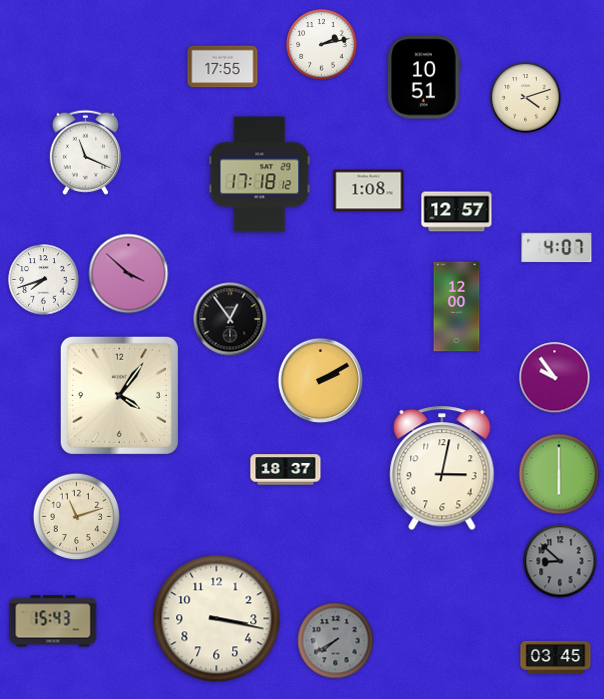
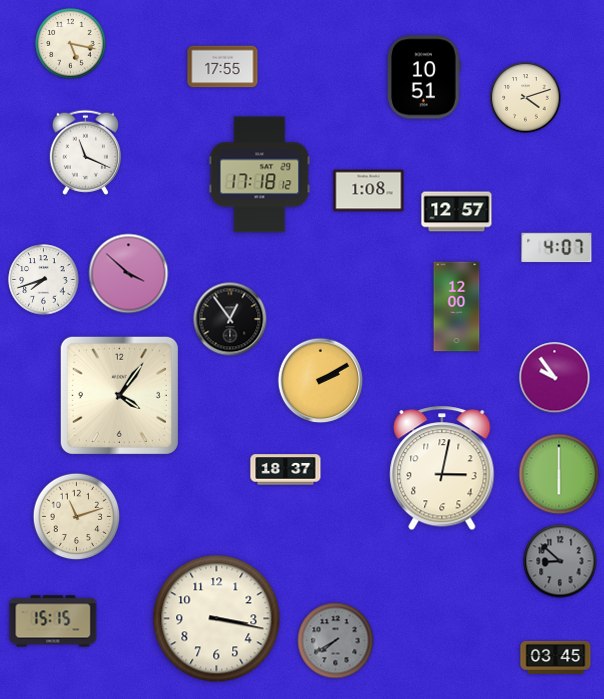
clock at (71, 44): none -> 5:17
clock at (322, 45): 2:13 -> none
clock at (53, 621): 15:43 -> 15:15
